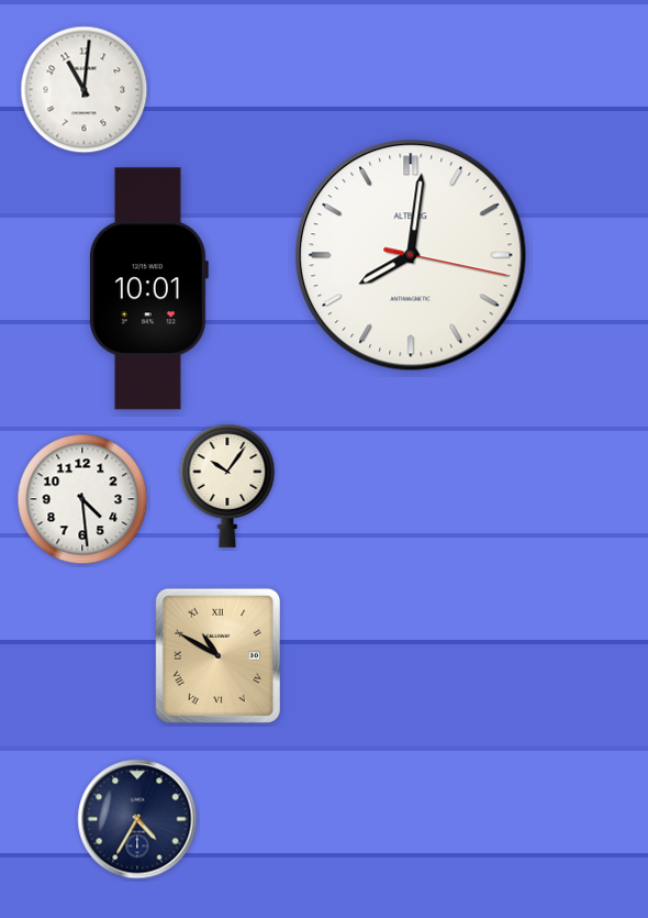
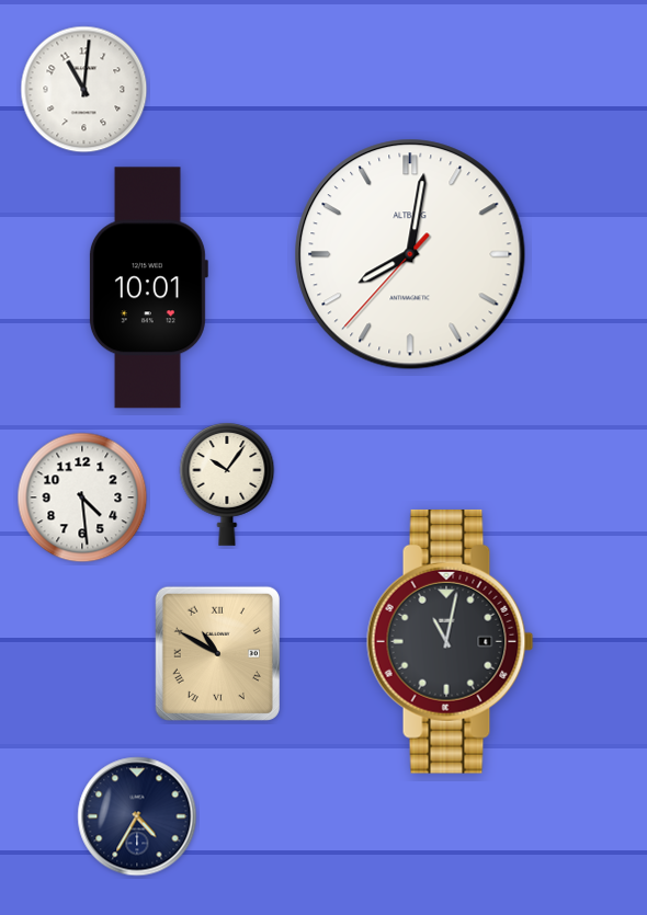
clock at (411, 255): 8:01:17 -> 8:01:37
clock at (451, 641): none -> 11:02
